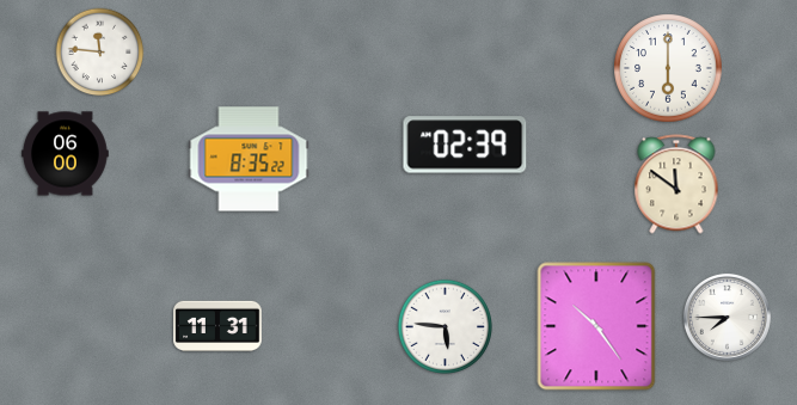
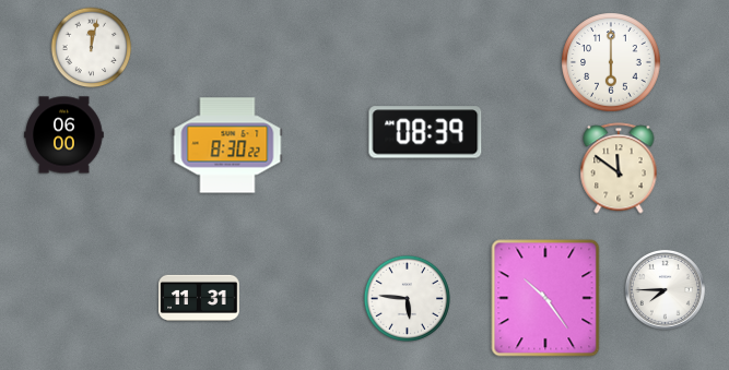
clock at (100, 53): 11:46 -> 12:02
clock at (465, 145): 02:39 -> 08:39
clock at (66, 154) position: (66, 154) -> (64, 135)
clock at (249, 159): 8:35 -> 8:30
